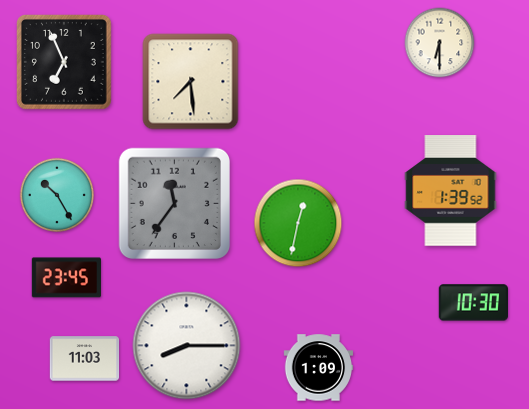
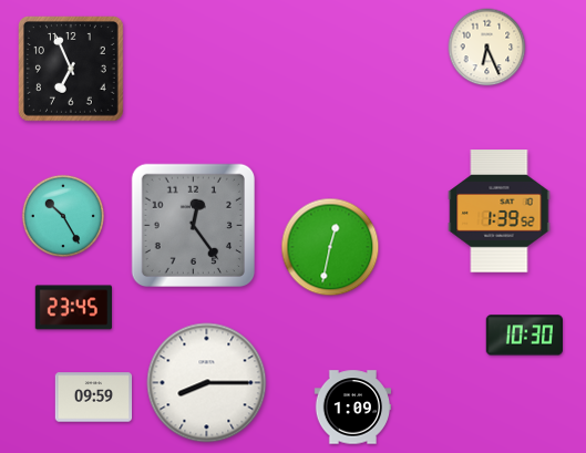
clock at (440, 43): 6:30 -> 6:26
clock at (191, 82): 7:29 -> none
clock at (174, 203): 11:36 -> 12:24
clock at (85, 359): 11:03 -> 09:59
